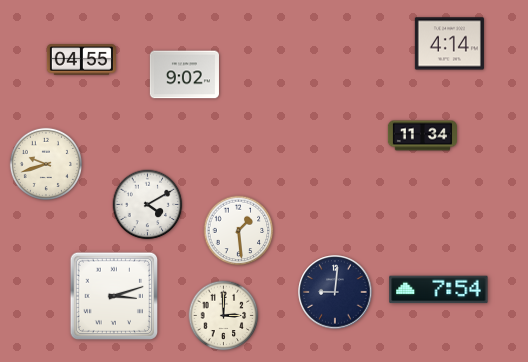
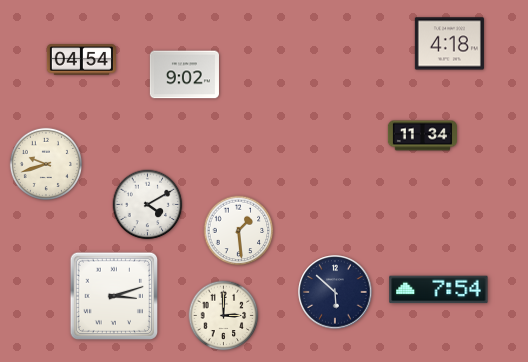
clock at (449, 44): 4:14 -> 4:18
clock at (81, 60): 04:55 -> 04:54
clock at (335, 292): 9:01 -> 5:52
